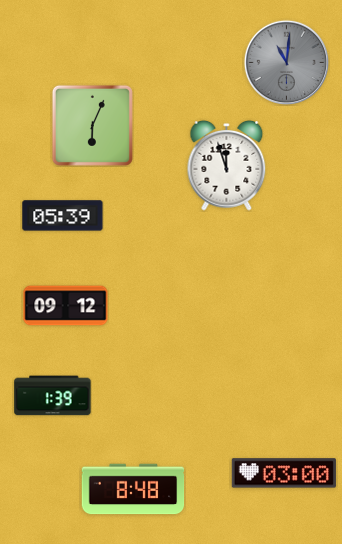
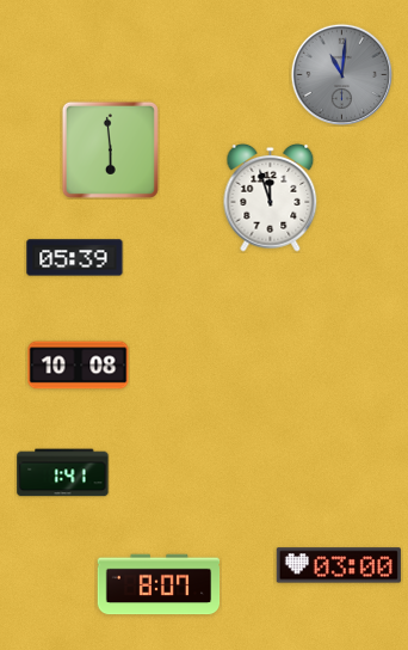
clock at (92, 125): 6:04 -> 5:59
clock at (66, 306): 09:12 -> 10:08
clock at (53, 396): 1:39 -> 1:41
clock at (133, 489): 8:48 -> 8:07
